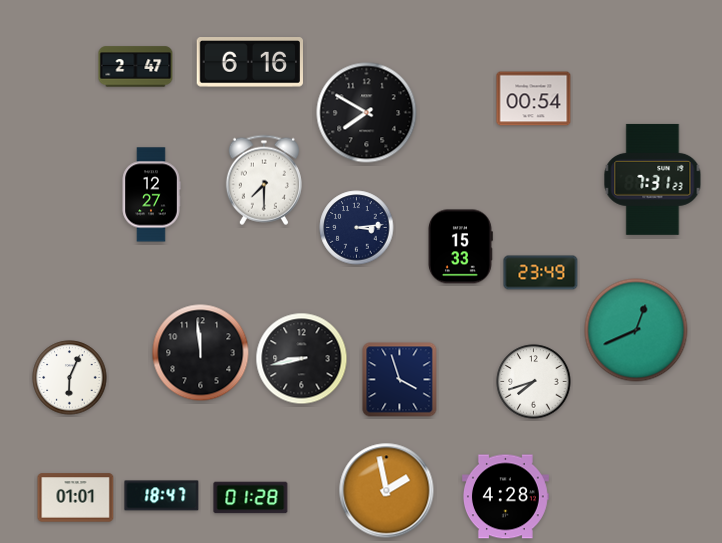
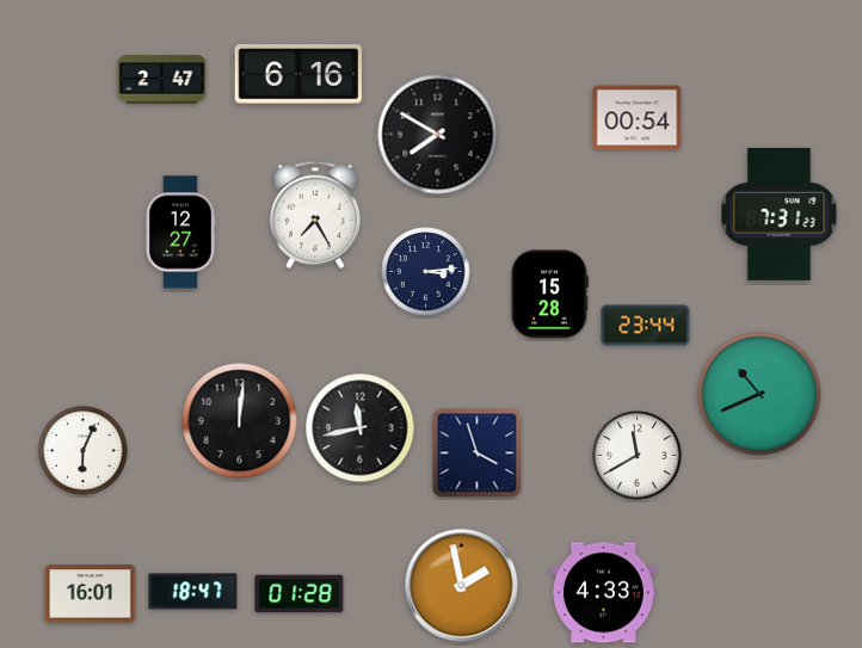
clock at (264, 180): 7:30 -> 7:25
clock at (461, 247): 15:33 -> 15:28
clock at (541, 273): 23:49 -> 23:44
clock at (636, 330): 12:41 -> 10:41
clock at (201, 353): 11:59 -> 12:01
clock at (302, 359): 8:43 -> 11:43
clock at (534, 382): 7:42 -> 11:40
clock at (505, 497): 4:28 -> 4:33
clock at (76, 498): 01:01 -> 16:01
